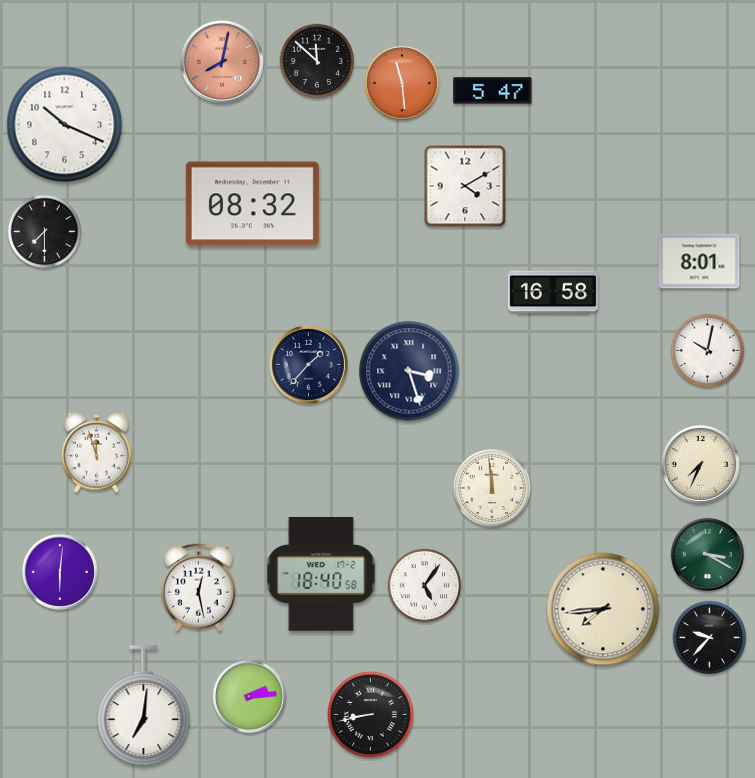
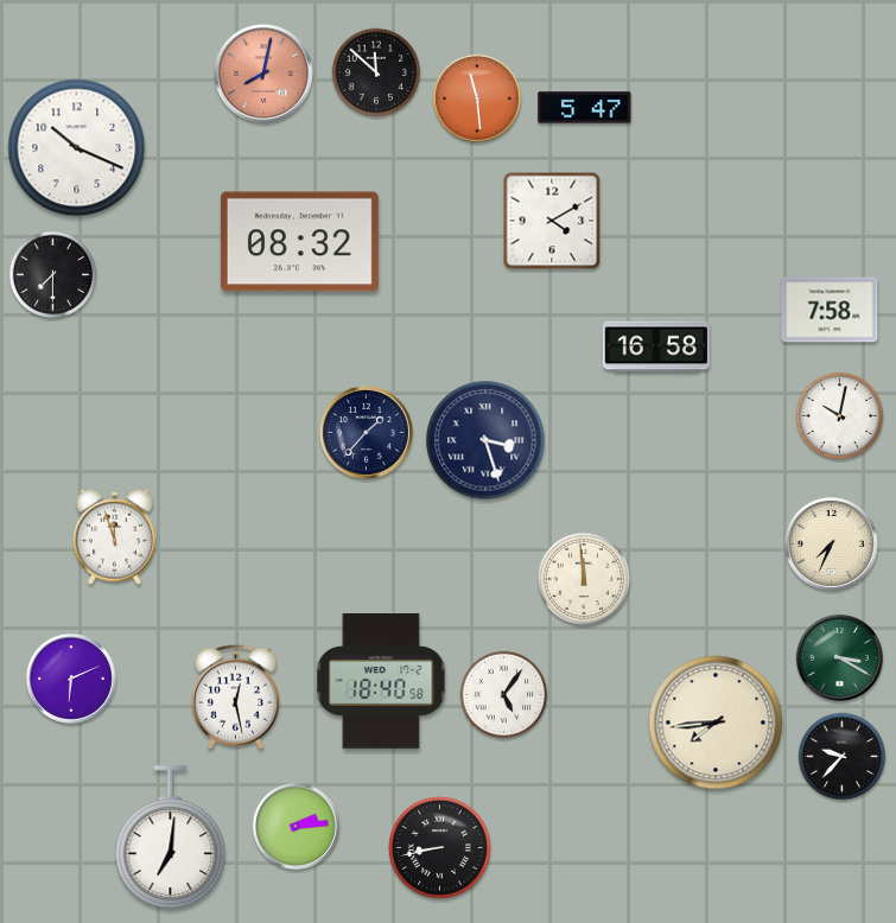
clock at (699, 261): 8:01 -> 7:58
clock at (700, 464) position: (700, 464) -> (831, 543)
clock at (60, 572): 6:01 -> 6:11
